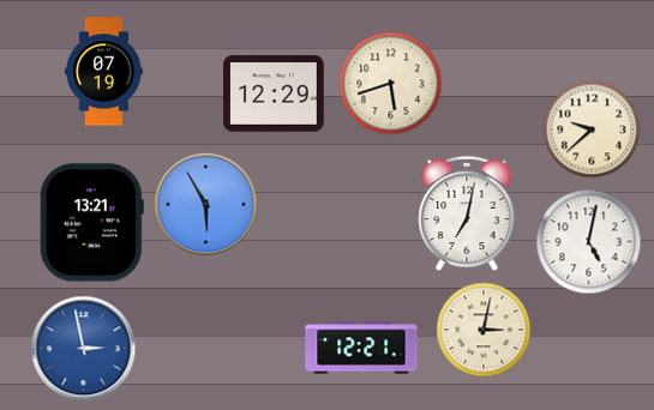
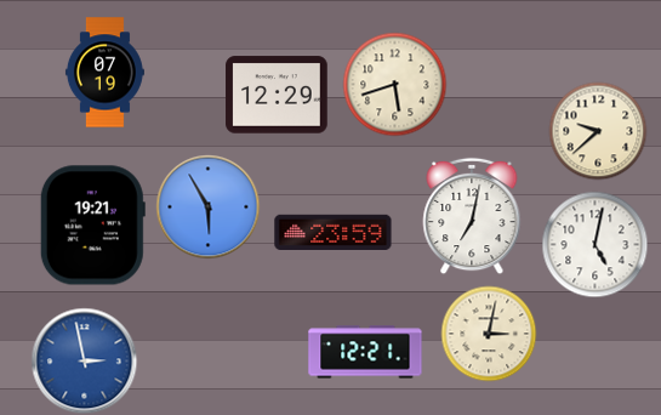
clock at (91, 223): 13:21 -> 19:21
clock at (334, 232): none -> 23:59
clock at (83, 348) position: (83, 348) -> (84, 360)
